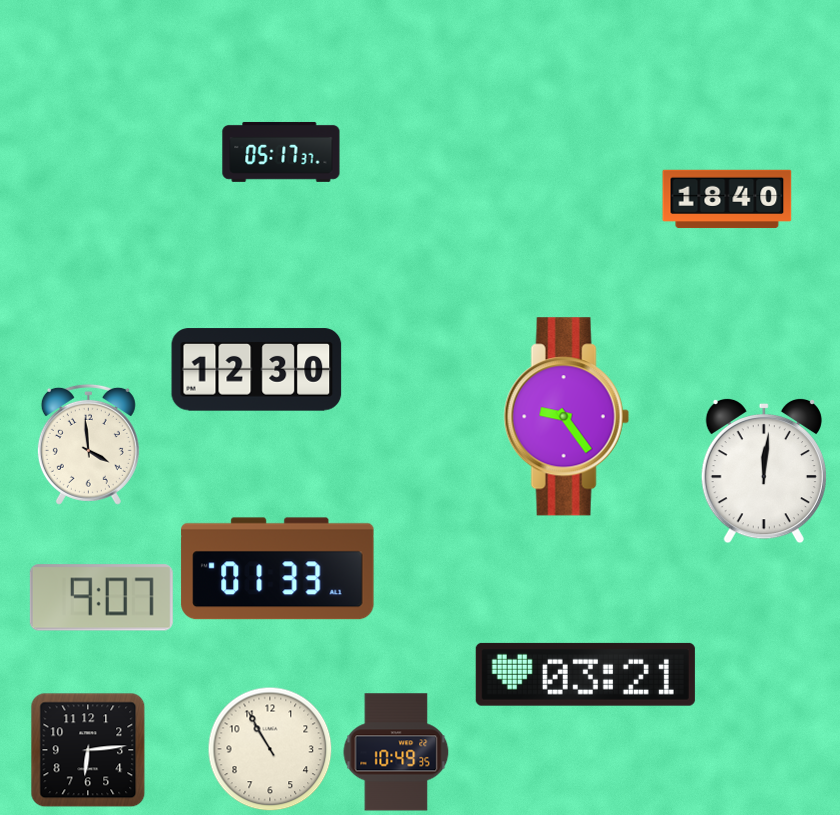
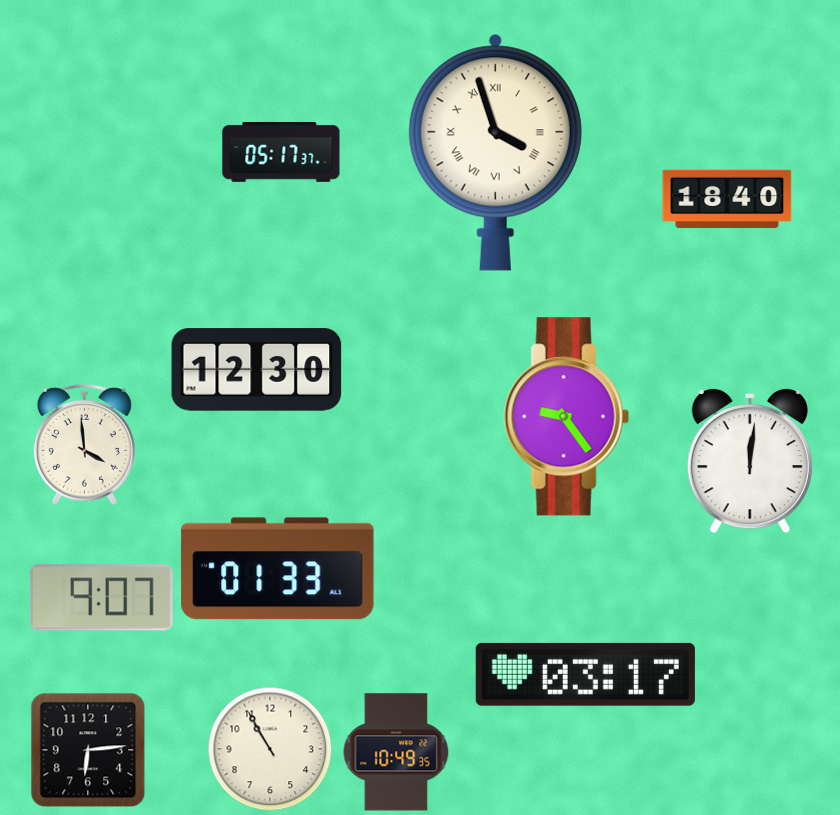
clock at (495, 152): none -> 3:57
clock at (88, 444) position: (88, 444) -> (84, 444)
clock at (764, 471) position: (764, 471) -> (750, 461)
clock at (585, 674): 03:21 -> 03:17
